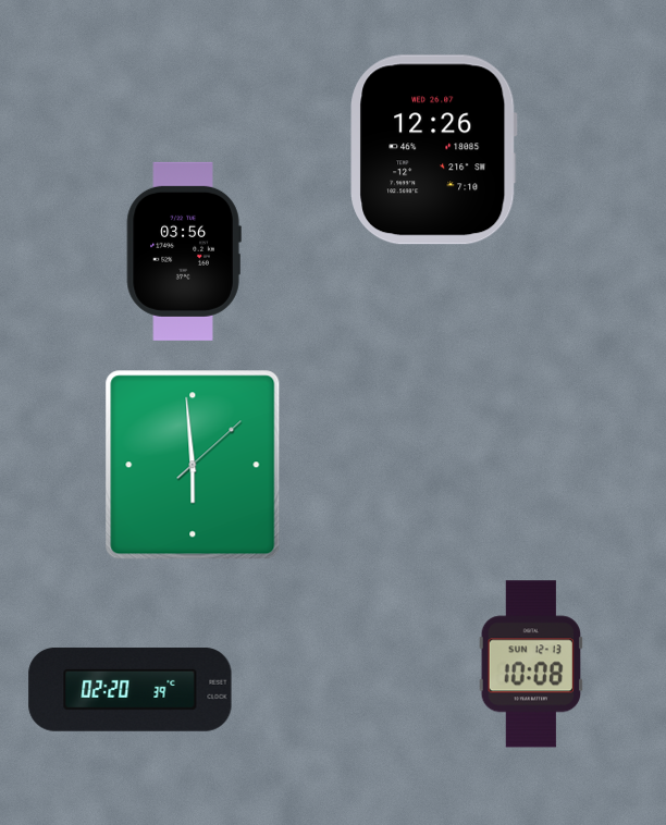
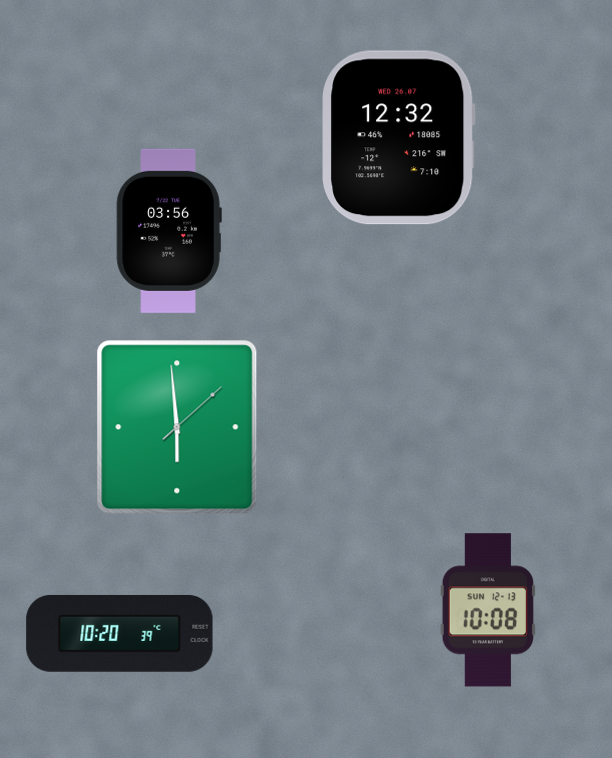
clock at (434, 150): 12:26 -> 12:32
clock at (131, 689): 02:20 -> 10:20
